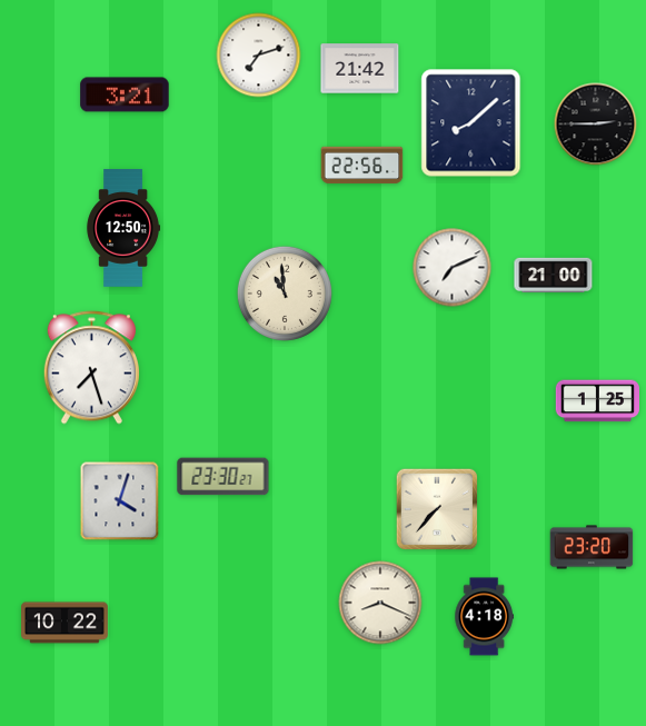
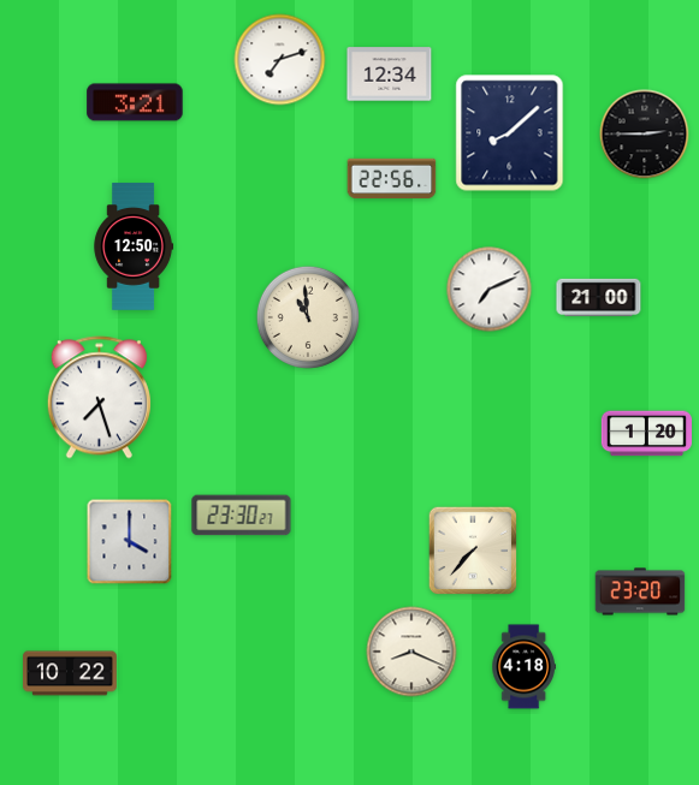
clock at (360, 69): 21:42 -> 12:34
clock at (598, 401): 1:25 -> 1:20
clock at (120, 501): 4:03 -> 4:00
